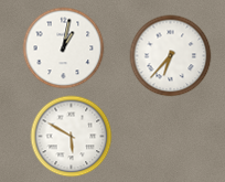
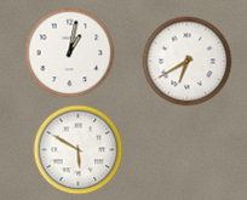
clock at (171, 56): 6:37 -> 6:40
